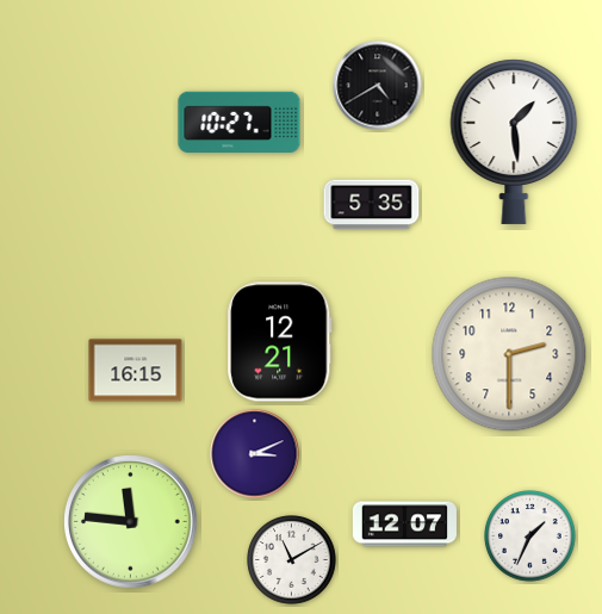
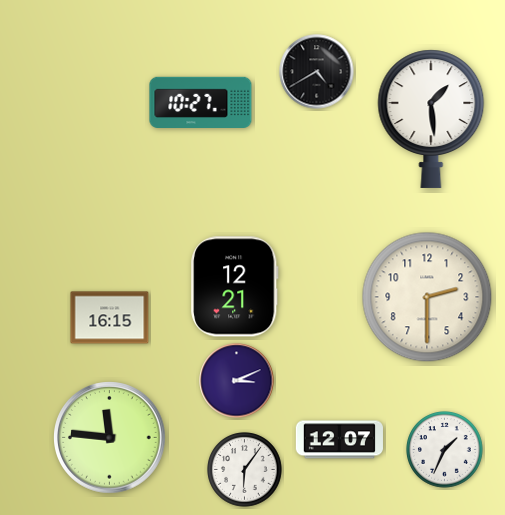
clock at (372, 205): 5:35 -> none
clock at (136, 371) position: (136, 371) -> (110, 318)
clock at (255, 454) position: (255, 454) -> (237, 381)
clock at (292, 560): 11:10 -> 6:06
